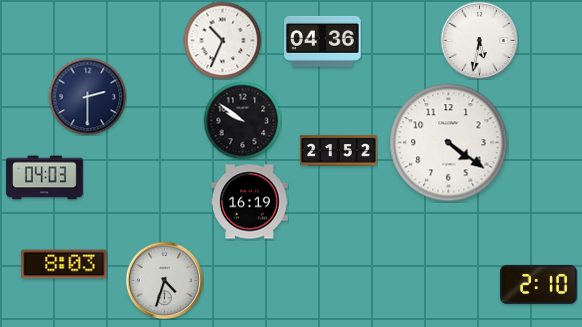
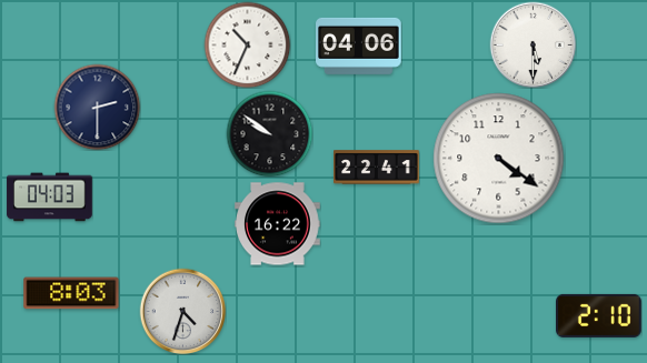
clock at (479, 40): 5:32 -> 5:30
clock at (323, 41): 04:36 -> 04:06
clock at (339, 151): 21:52 -> 22:41
clock at (250, 202): 16:19 -> 16:22
